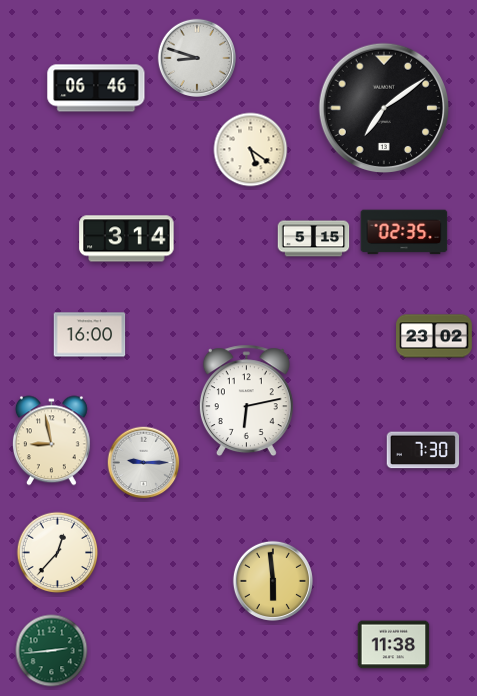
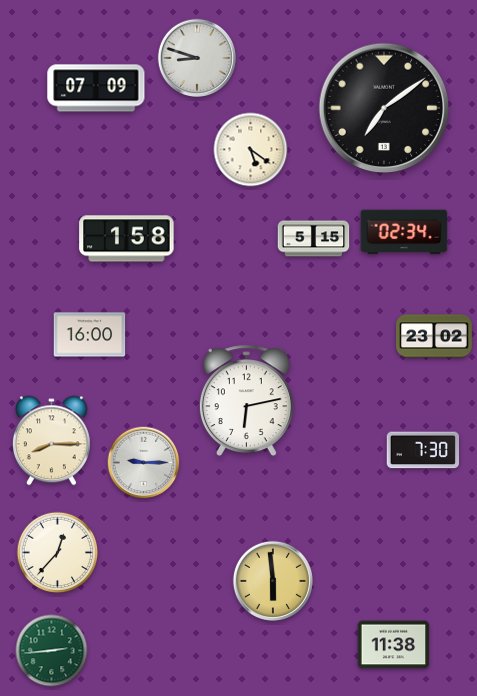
clock at (96, 88): 06:46 -> 07:09
clock at (404, 232): 02:35 -> 02:34
clock at (127, 239): 3:14 -> 1:58
clock at (51, 441): 8:58 -> 8:15
